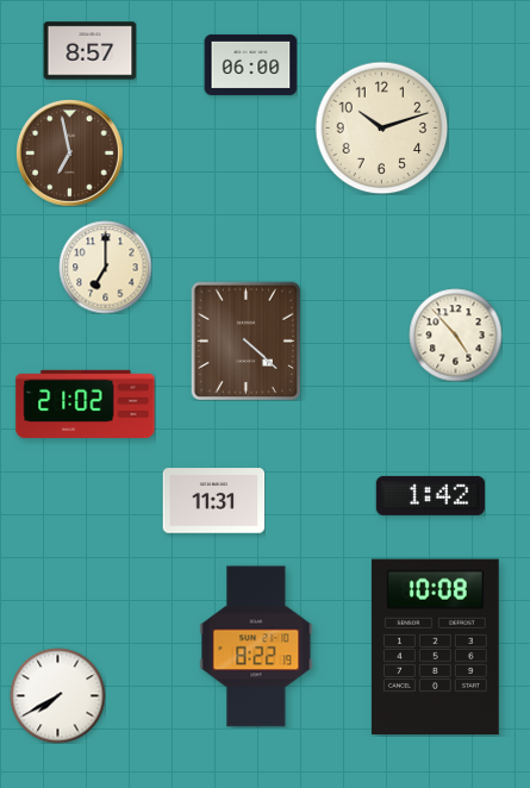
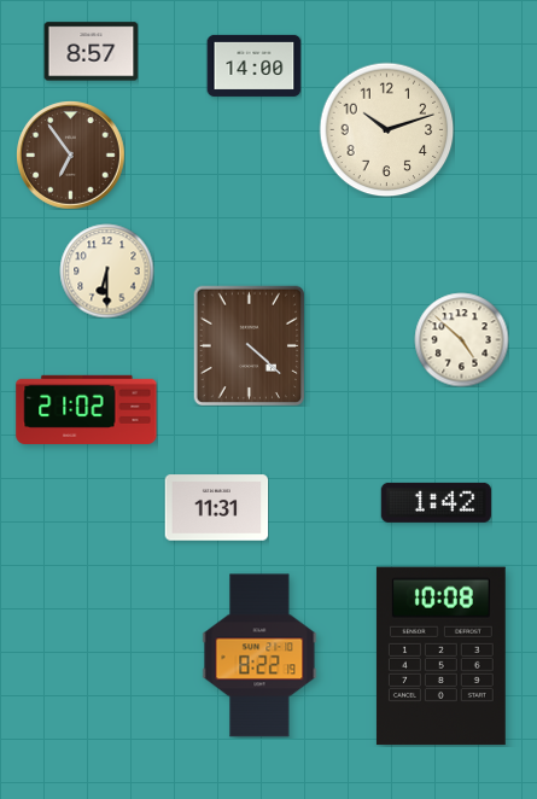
clock at (250, 64): 06:00 -> 14:00
clock at (70, 154): 6:58 -> 6:54
clock at (105, 267): 7:00 -> 6:30
clock at (455, 334): 4:53 -> 4:52
clock at (57, 695): 7:40 -> none
